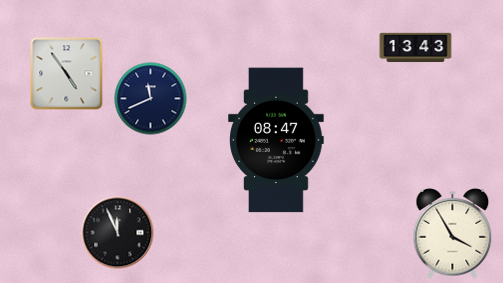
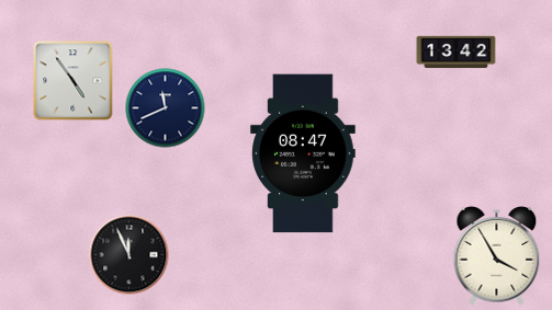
clock at (416, 48): 13:43 -> 13:42
